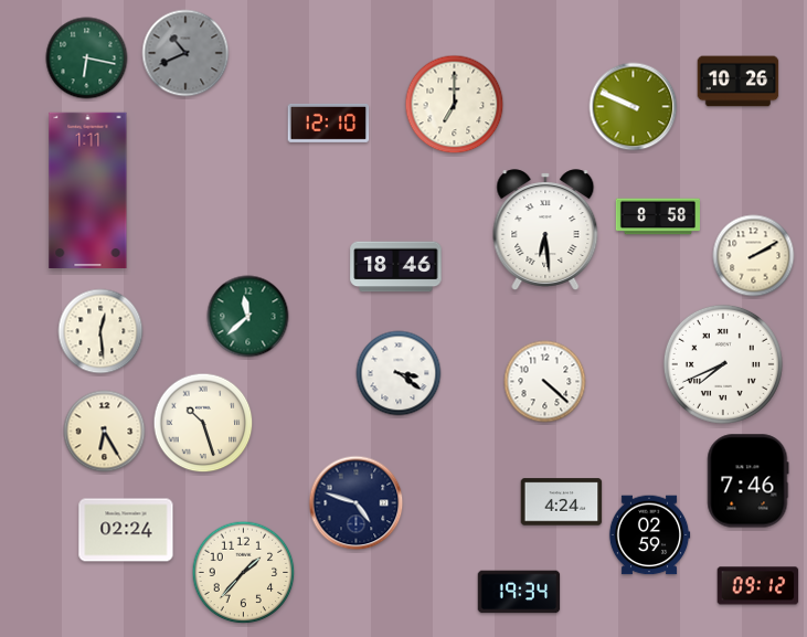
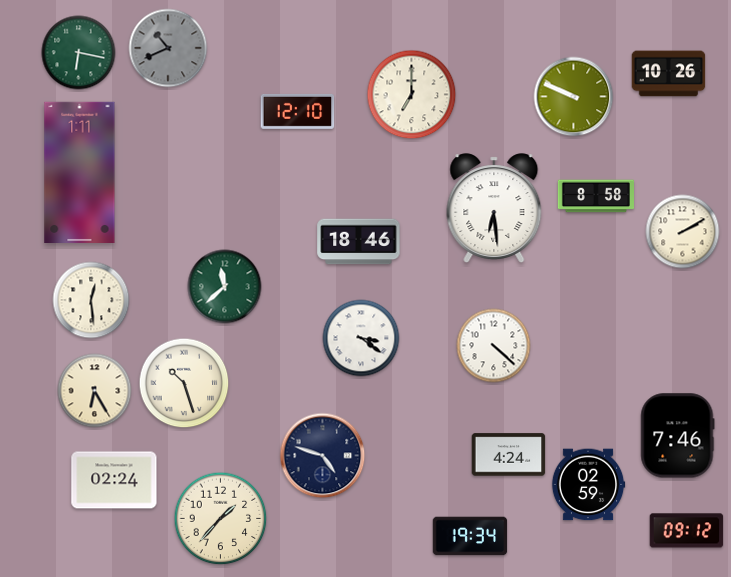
clock at (723, 364): 7:41 -> none
